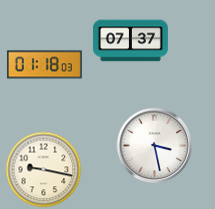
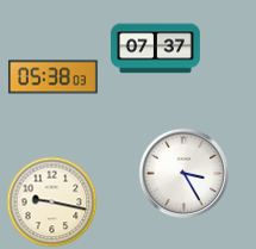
clock at (44, 65): 01:18 -> 05:38
clock at (155, 146): 3:28 -> 3:25
